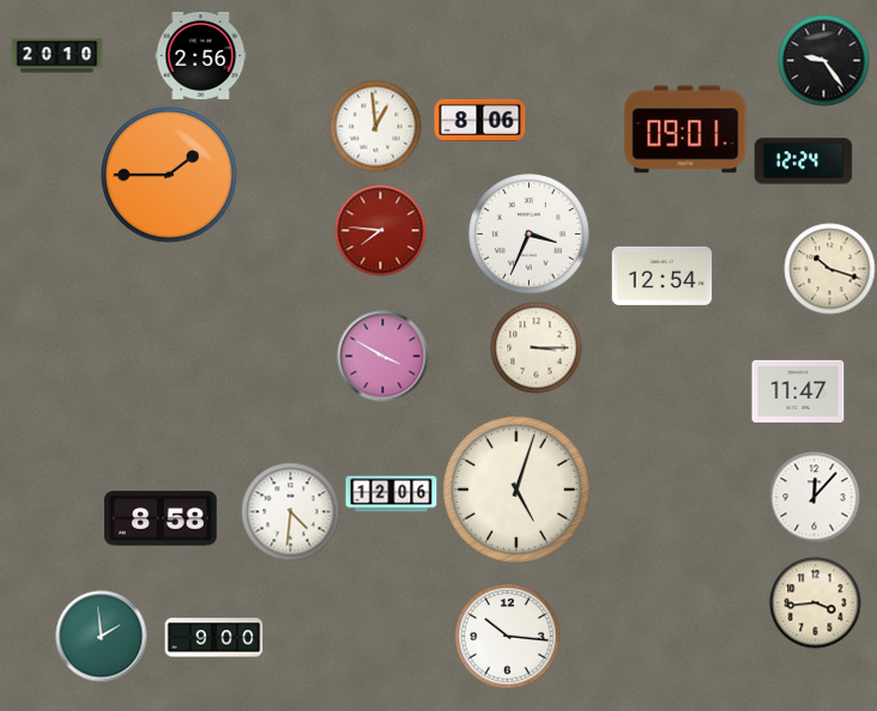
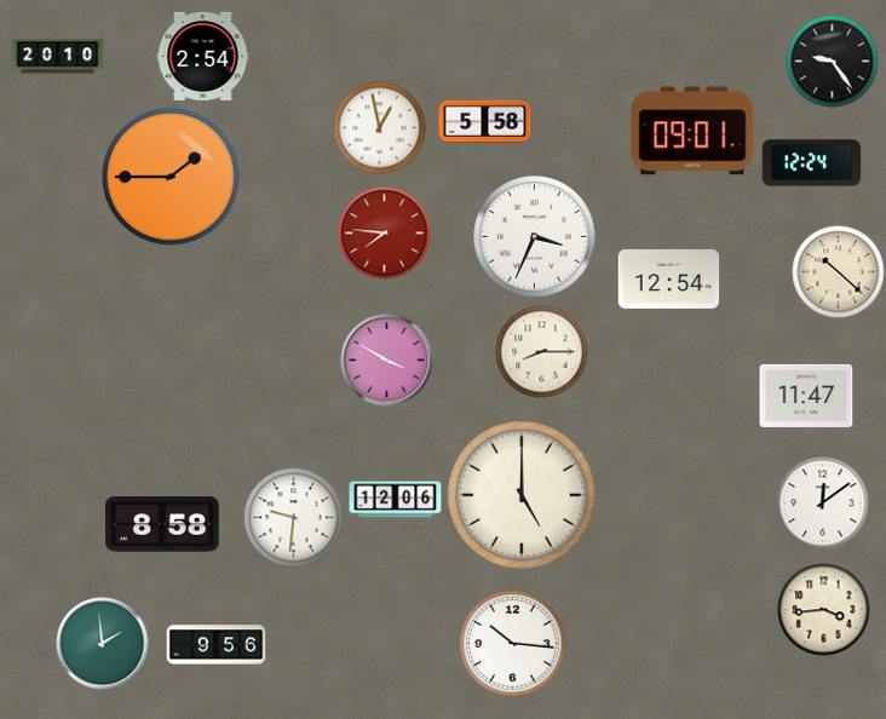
clock at (201, 55): 2:56 -> 2:54
clock at (480, 120): 8:06 -> 5:58
clock at (376, 127): 12:59 -> 12:58
clock at (830, 269): 10:18 -> 10:22
clock at (537, 348): 3:15 -> 8:15
clock at (518, 491): 5:03 -> 5:00
clock at (815, 498): 12:07 -> 12:09
clock at (291, 512): 4:31 -> 9:31
clock at (214, 638): 9:00 -> 9:56
